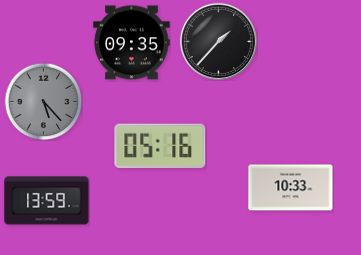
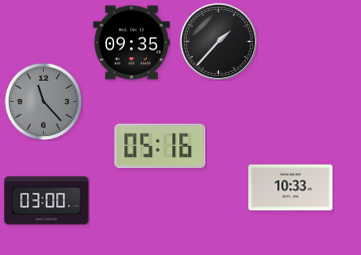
clock at (43, 101): 5:23 -> 11:23
clock at (47, 201): 13:59 -> 03:00
